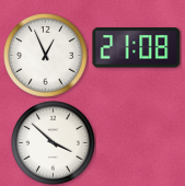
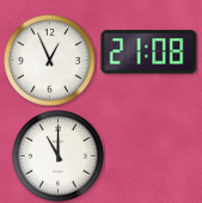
clock at (54, 143): 3:52 -> 11:00
